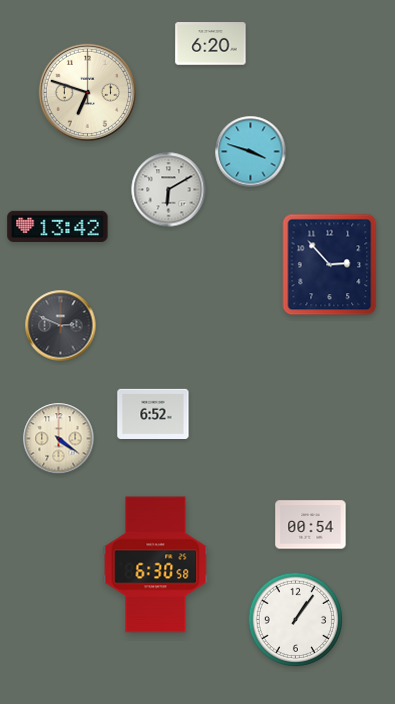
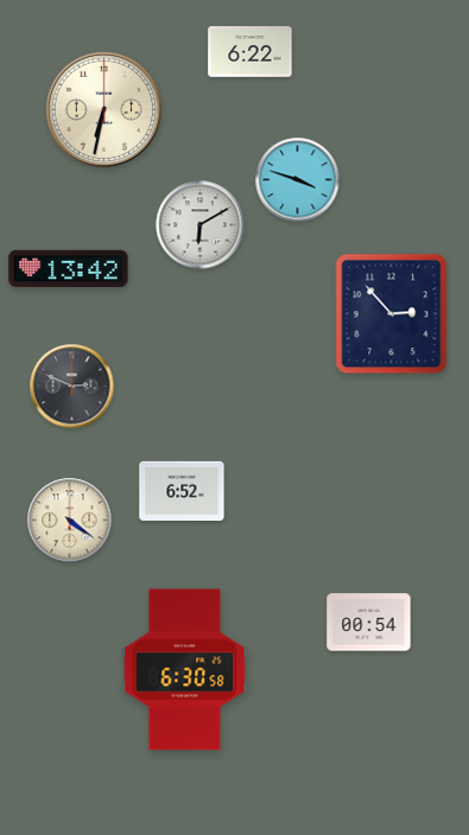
clock at (211, 44): 6:20 -> 6:22
clock at (87, 92): 6:48 -> 6:32
clock at (295, 619): 1:06 -> none
